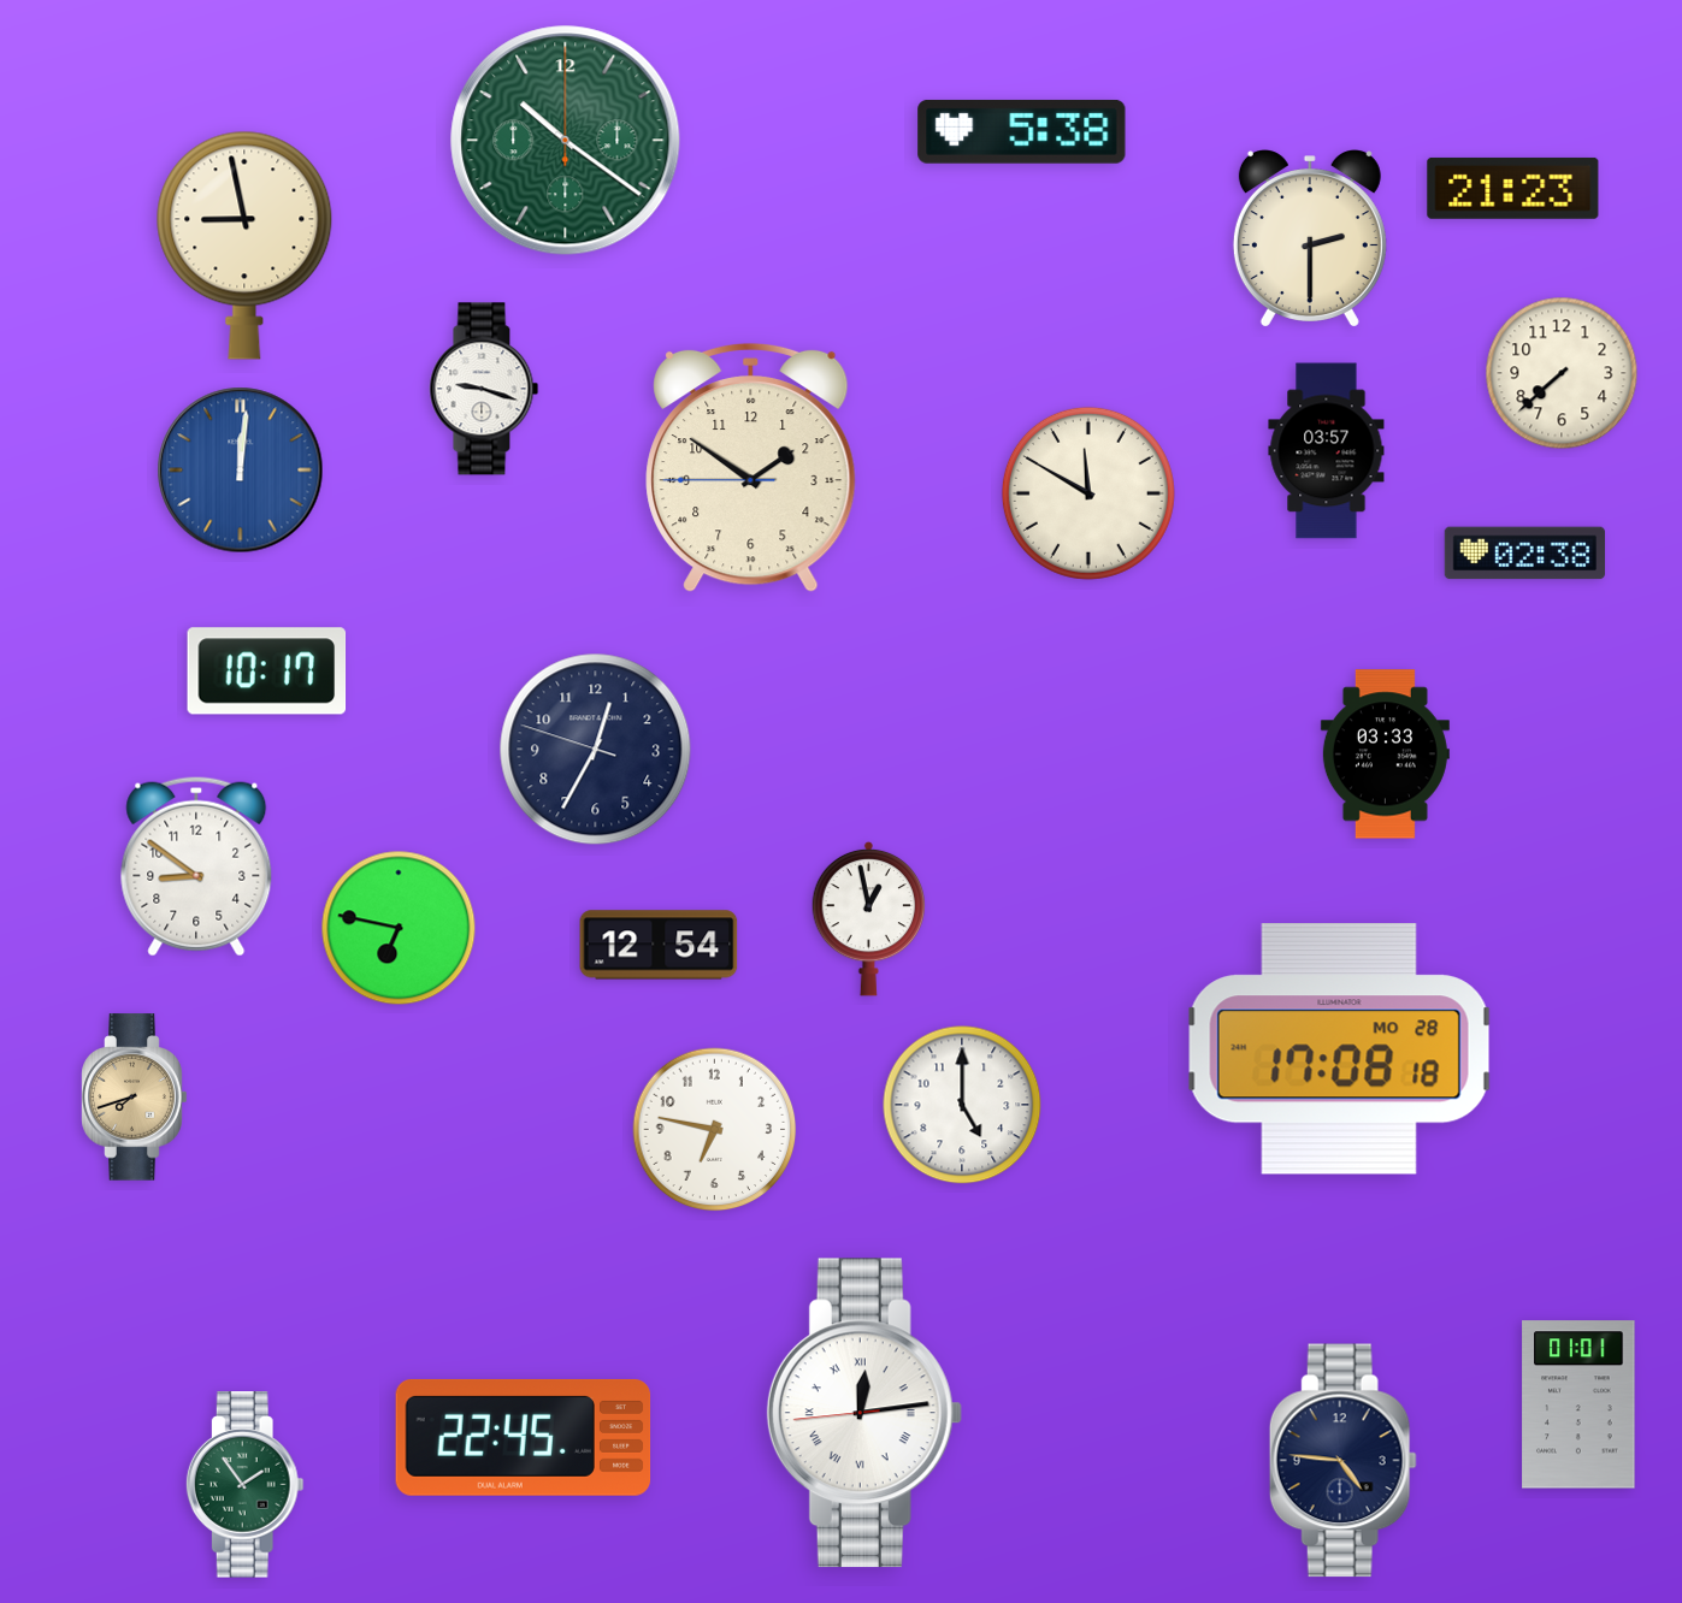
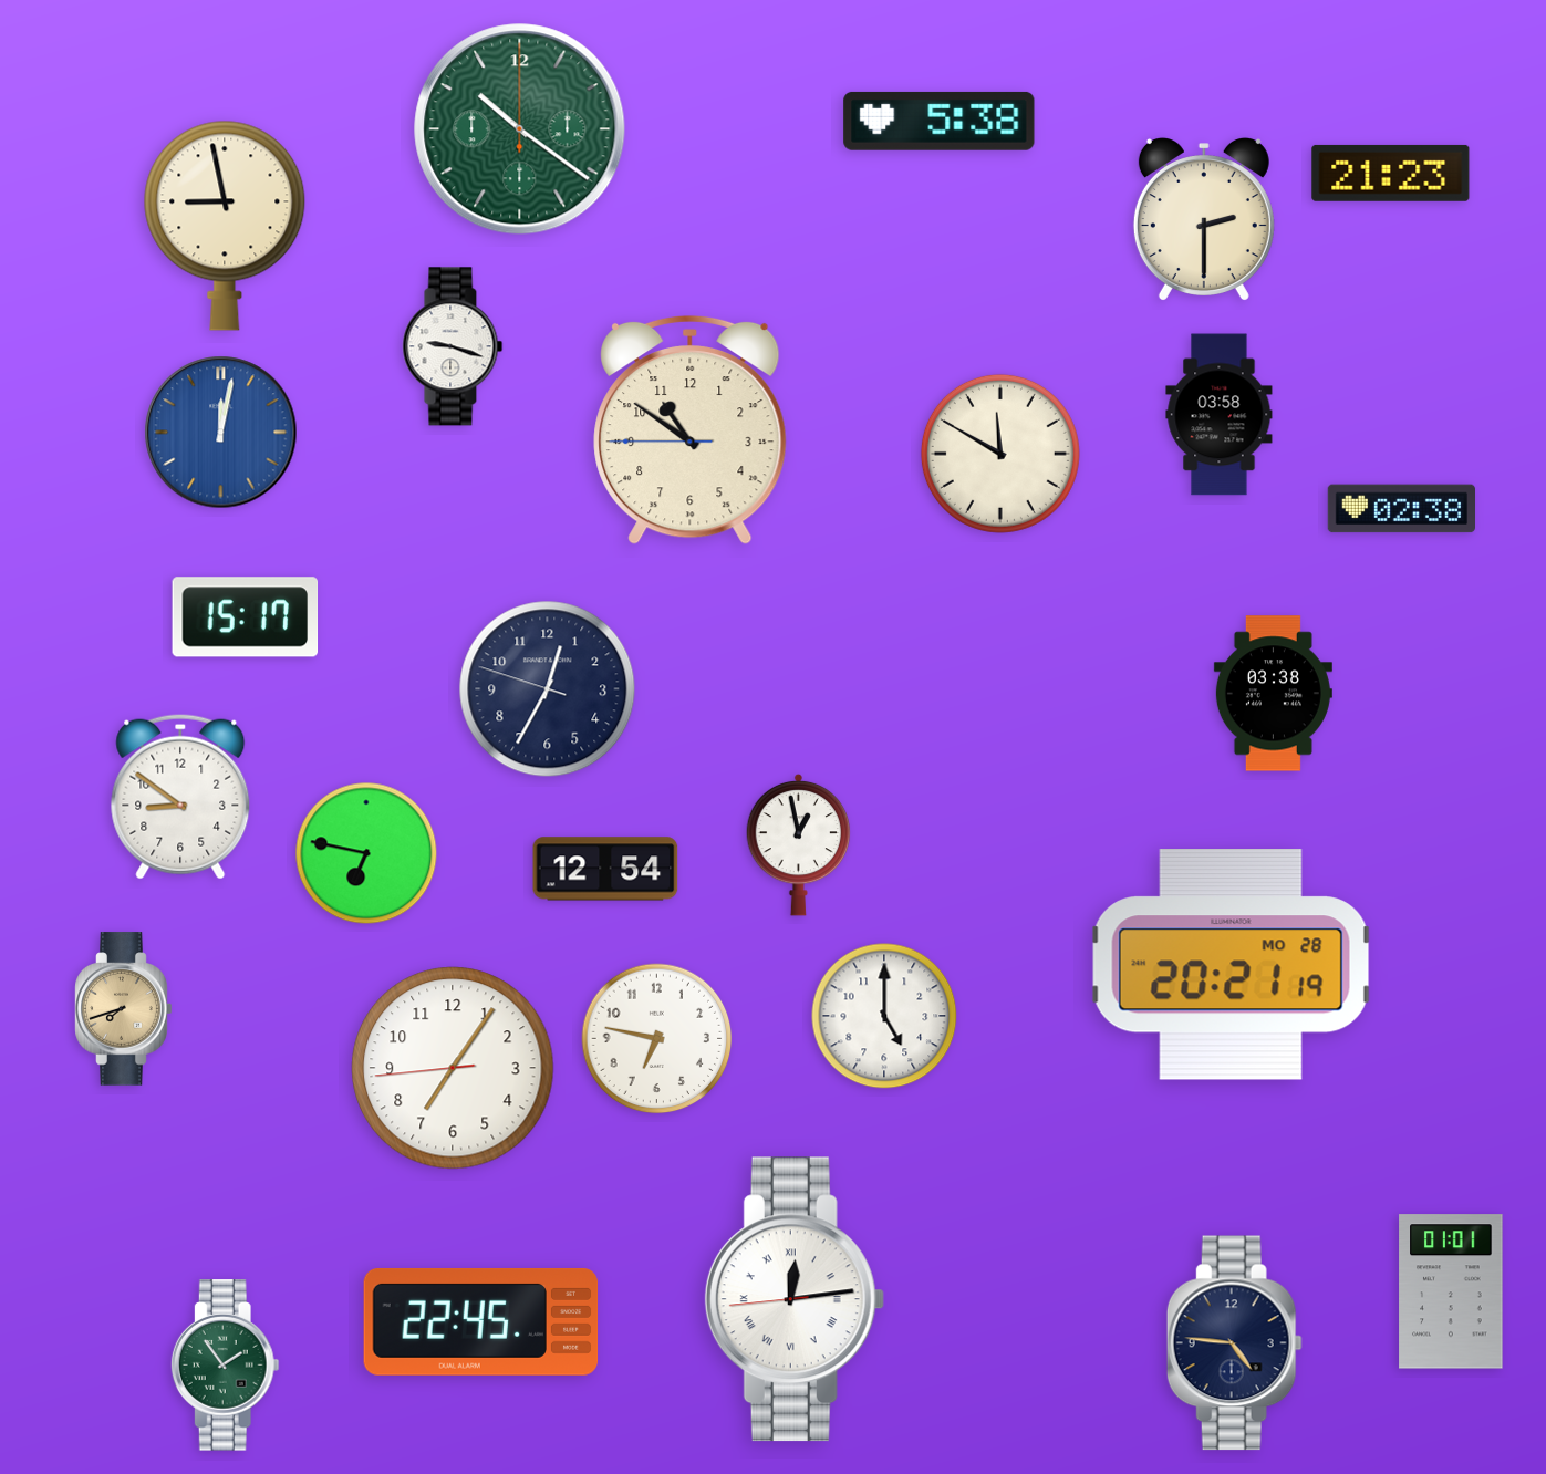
clock at (1562, 373): 7:38 -> none
clock at (484, 389) position: (484, 389) -> (453, 346)
clock at (1327, 451): 03:57 -> 03:58
clock at (751, 467): 1:50 -> 10:50
clock at (241, 471): 12:01 -> 12:02
clock at (267, 672): 10:17 -> 15:17
clock at (1385, 755): 03:33 -> 03:38
clock at (1339, 1049): 17:08 -> 20:21
clock at (453, 1068): none -> 7:05
